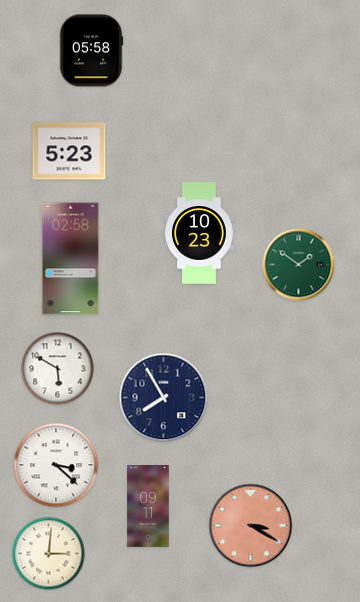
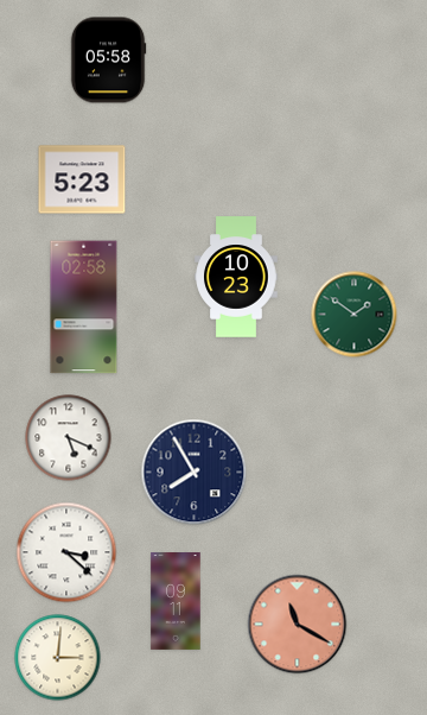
clock at (58, 369): 5:50 -> 5:19
clock at (251, 526): 3:20 -> 11:20
